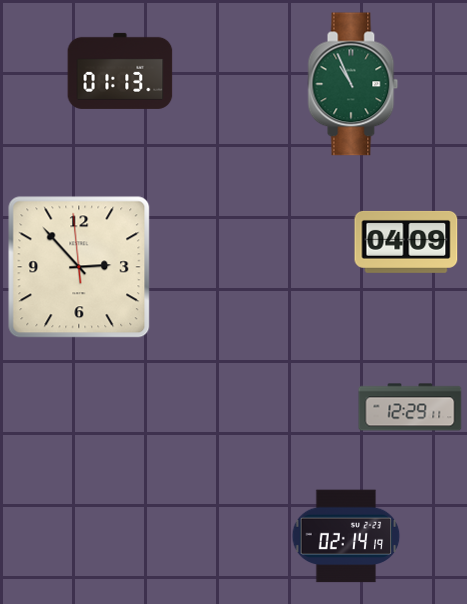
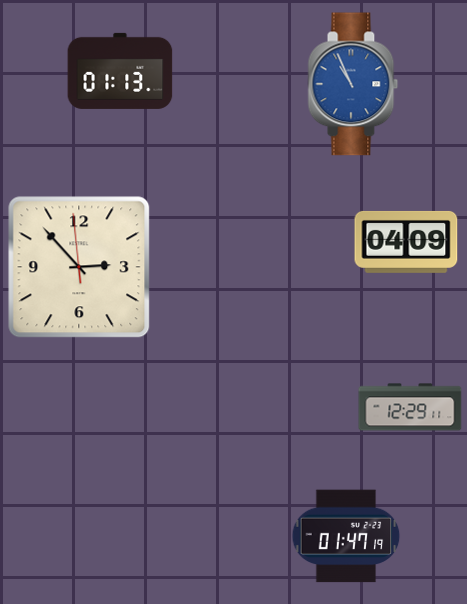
clock at (353, 84) dial: green -> blue
clock at (346, 536): 02:14 -> 01:47
